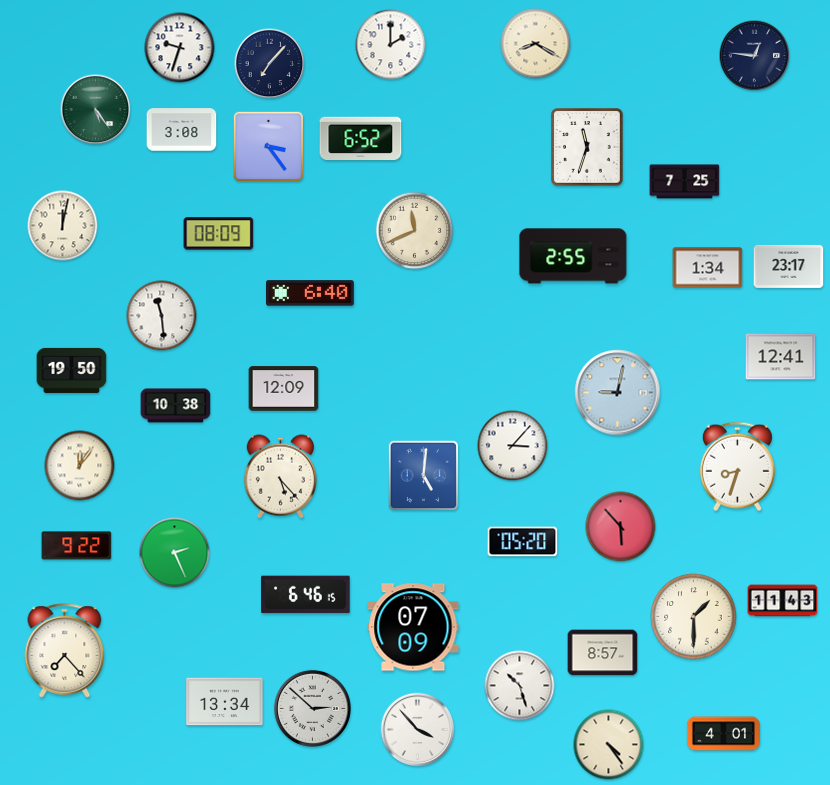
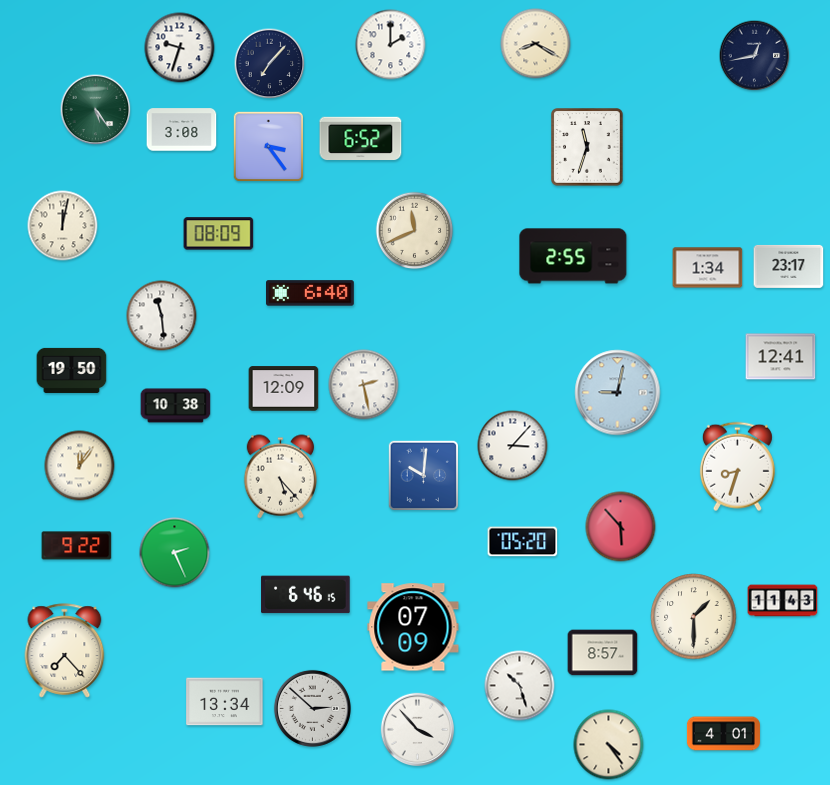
clock at (755, 56): 12:46 -> 12:43
clock at (685, 182): 7:25 -> none
clock at (364, 385): none -> 2:28
clock at (423, 475): 5:01 -> 10:01
